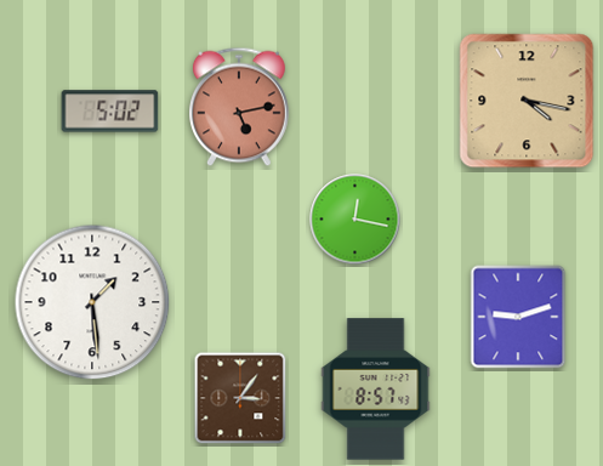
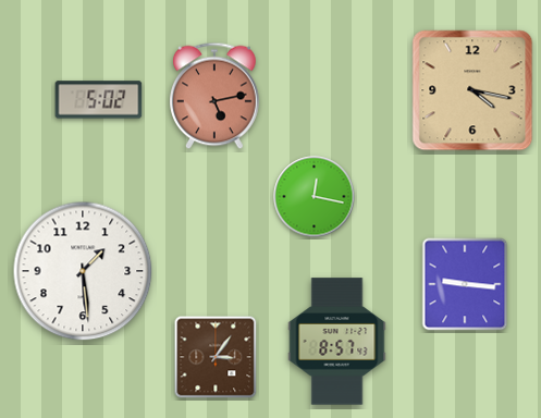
clock at (355, 220) position: (355, 220) -> (315, 197)
clock at (518, 317): 9:12 -> 9:16
clock at (376, 390) position: (376, 390) -> (337, 342)
